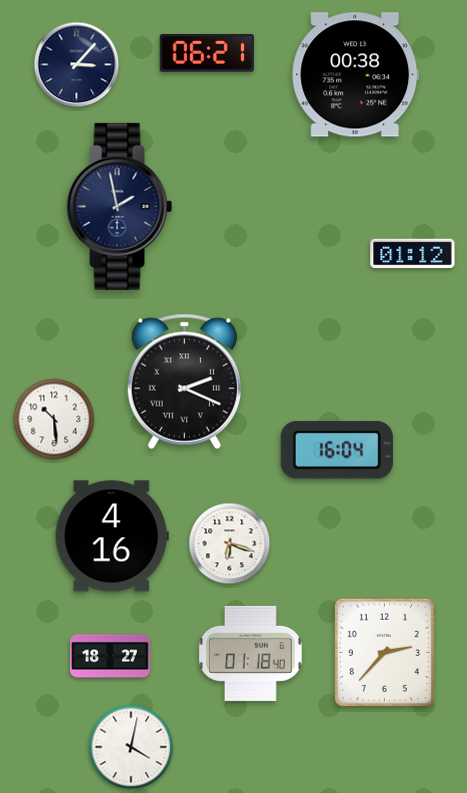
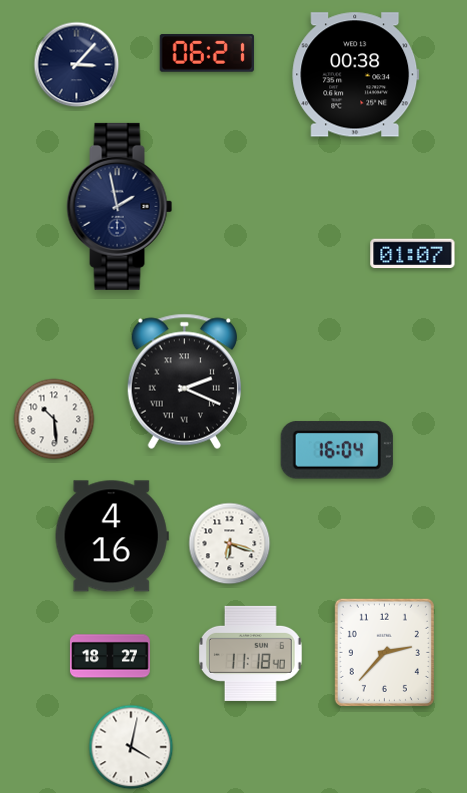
clock at (413, 254): 01:12 -> 01:07
clock at (250, 653): 01:18 -> 11:18
